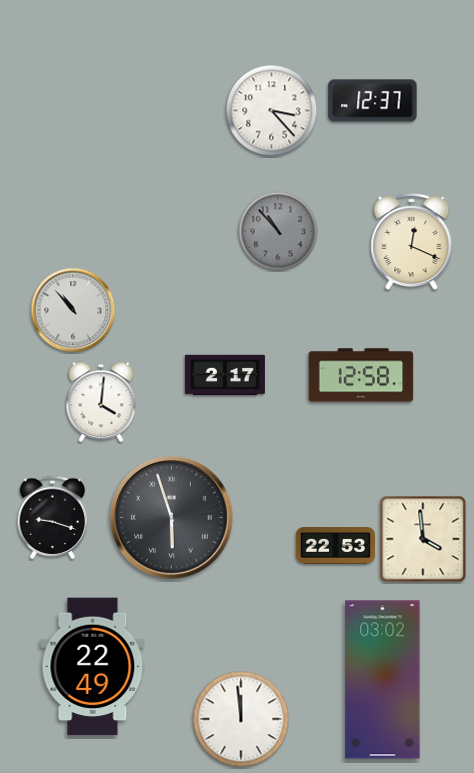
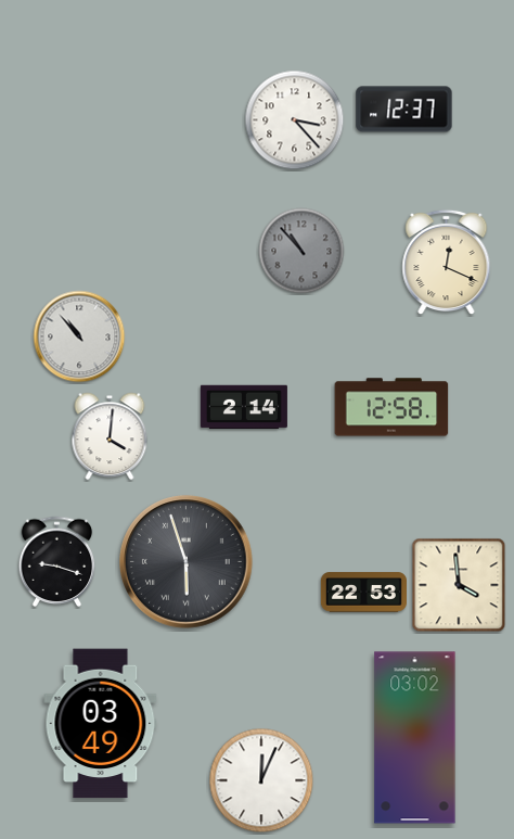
clock at (225, 375): 2:17 -> 2:14
clock at (93, 667): 22:49 -> 03:49
clock at (241, 719): 11:59 -> 12:04
